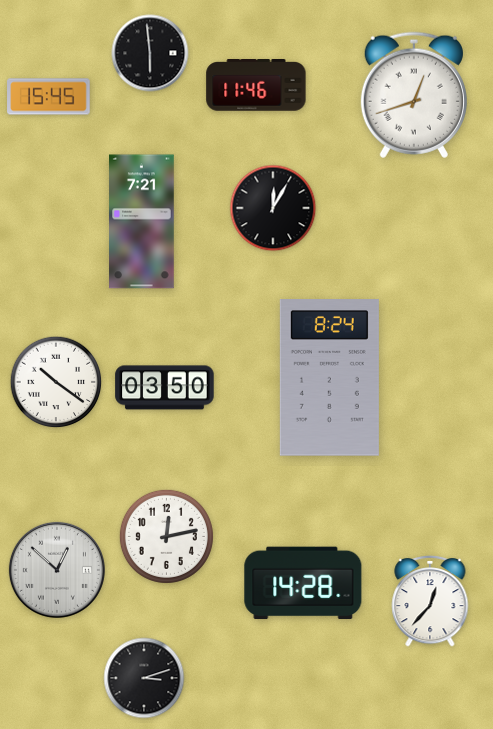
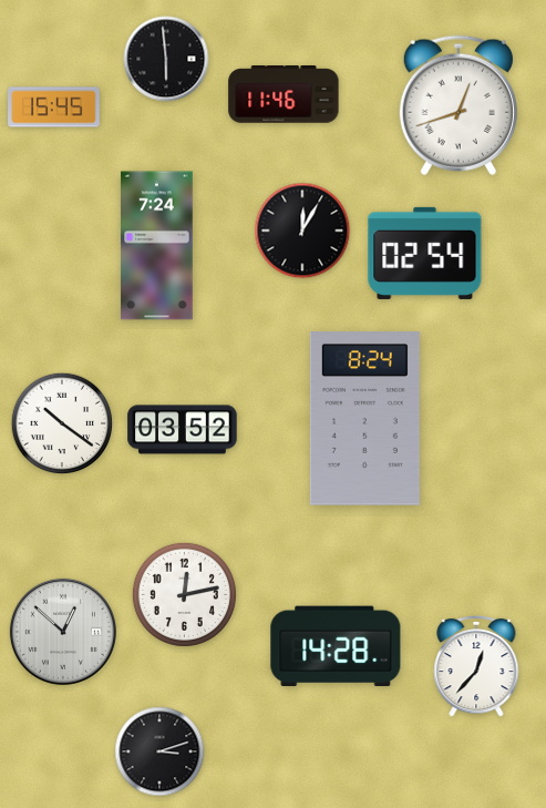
clock at (142, 222): 7:21 -> 7:24
clock at (425, 253): none -> 02:54
clock at (165, 388): 03:50 -> 03:52
